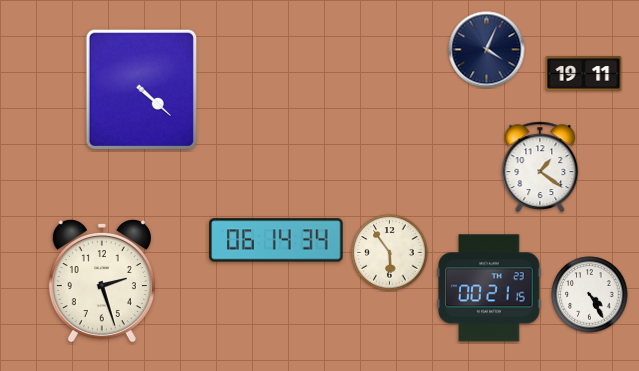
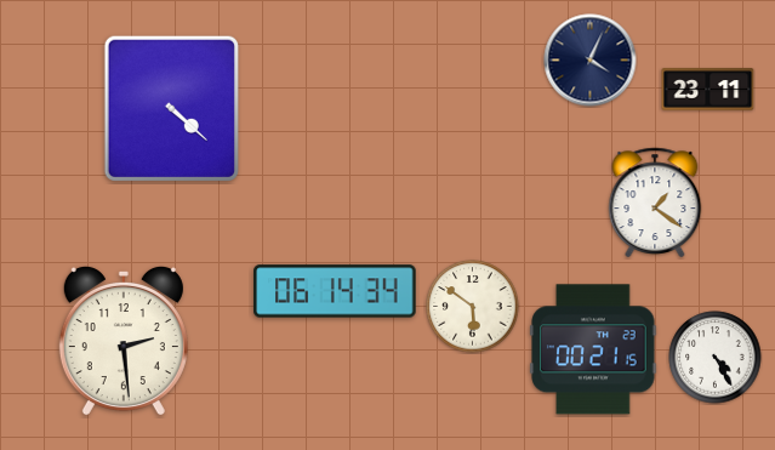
clock at (584, 74): 19:11 -> 23:11
clock at (390, 253): 5:54 -> 5:51
clock at (102, 281): 2:27 -> 2:29
